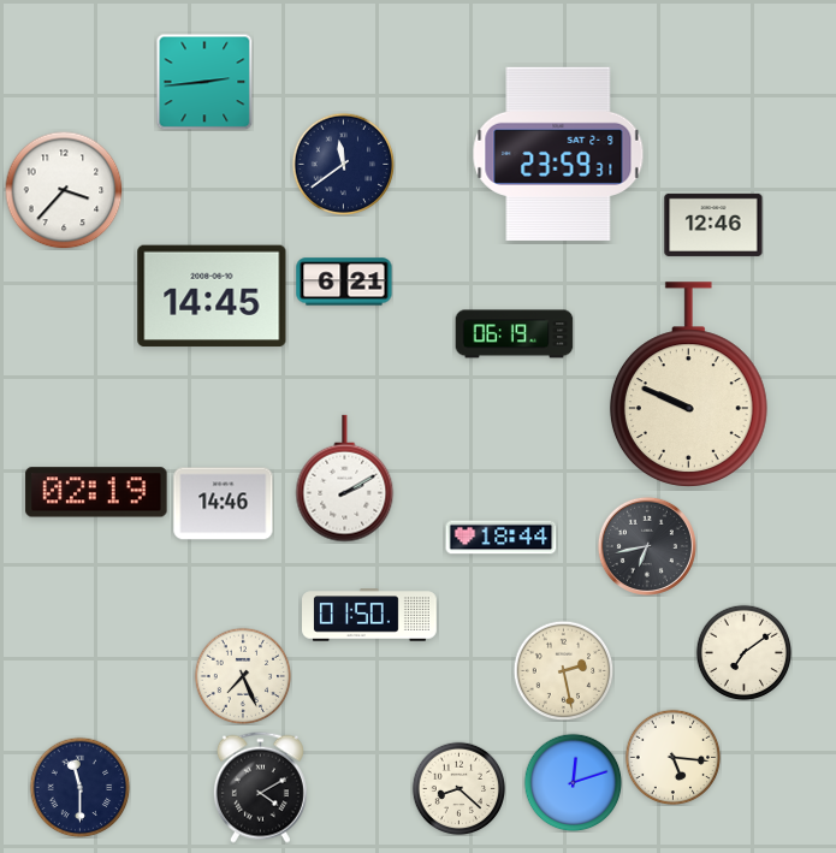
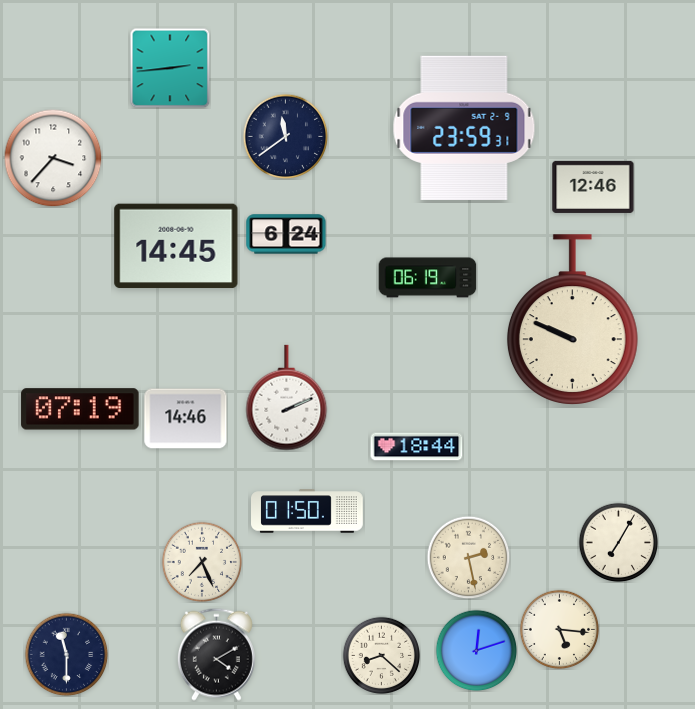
clock at (344, 282): 6:21 -> 6:24
clock at (345, 479): 2:10 -> 2:11
clock at (96, 492): 02:19 -> 07:19
clock at (647, 546): 6:43 -> none
clock at (743, 652): 7:09 -> 7:05
